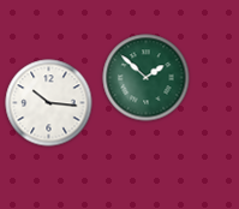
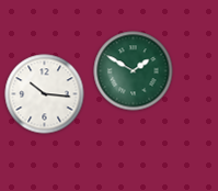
clock at (147, 78): 1:52 -> 1:50
